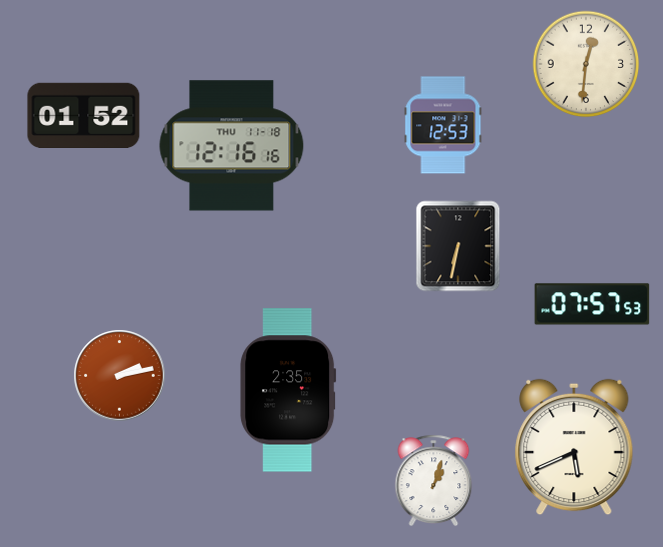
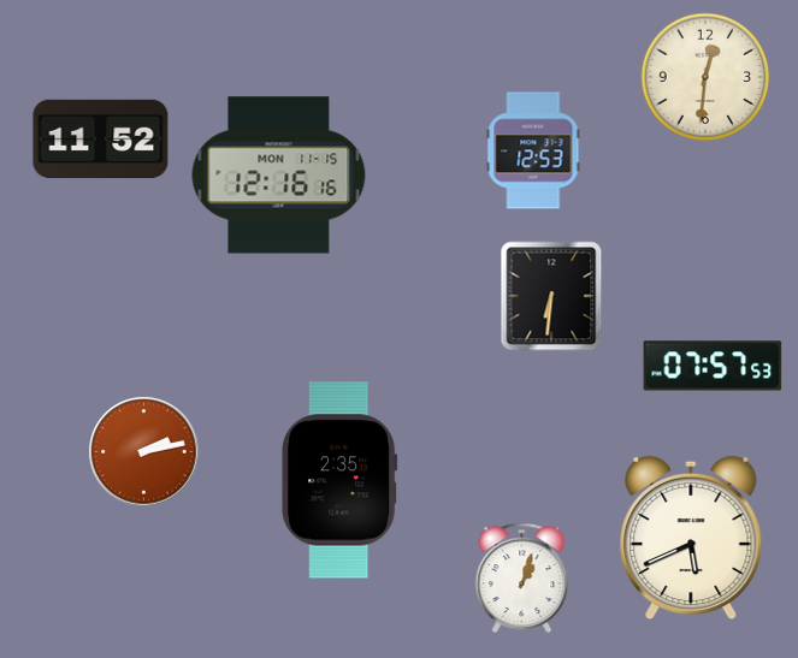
clock at (84, 115): 01:52 -> 11:52
clock at (232, 146) date: THU 11-18 -> MON 11-15
clock at (458, 246): 6:32 -> 6:31
clock at (288, 390) position: (288, 390) -> (339, 480)
